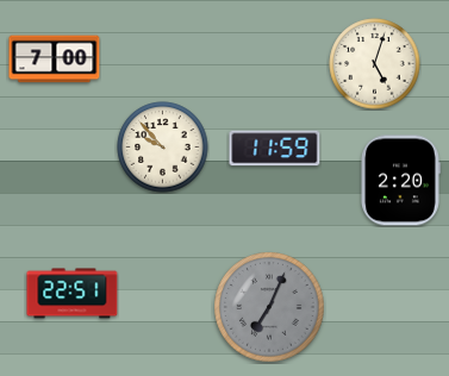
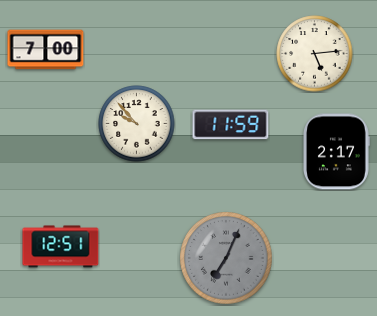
clock at (375, 64): 5:03 -> 5:14
clock at (401, 181): 2:20 -> 2:17
clock at (73, 294): 22:51 -> 12:51
